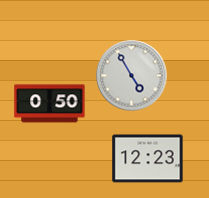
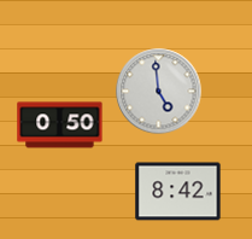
clock at (132, 76): 4:55 -> 4:59
clock at (148, 159): 12:23 -> 8:42
